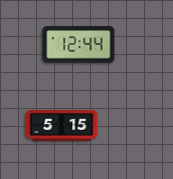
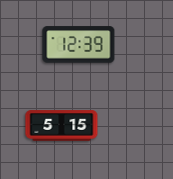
clock at (79, 45): 12:44 -> 12:39
